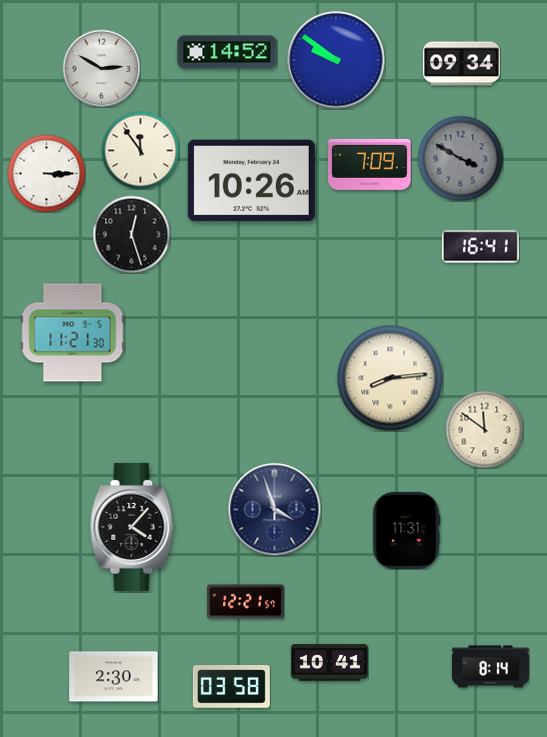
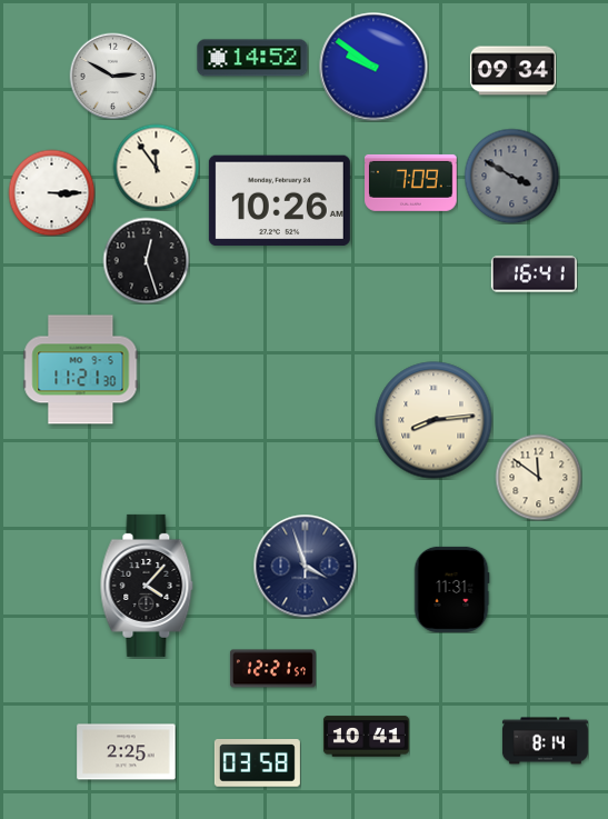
clock at (114, 677): 2:30 -> 2:25
